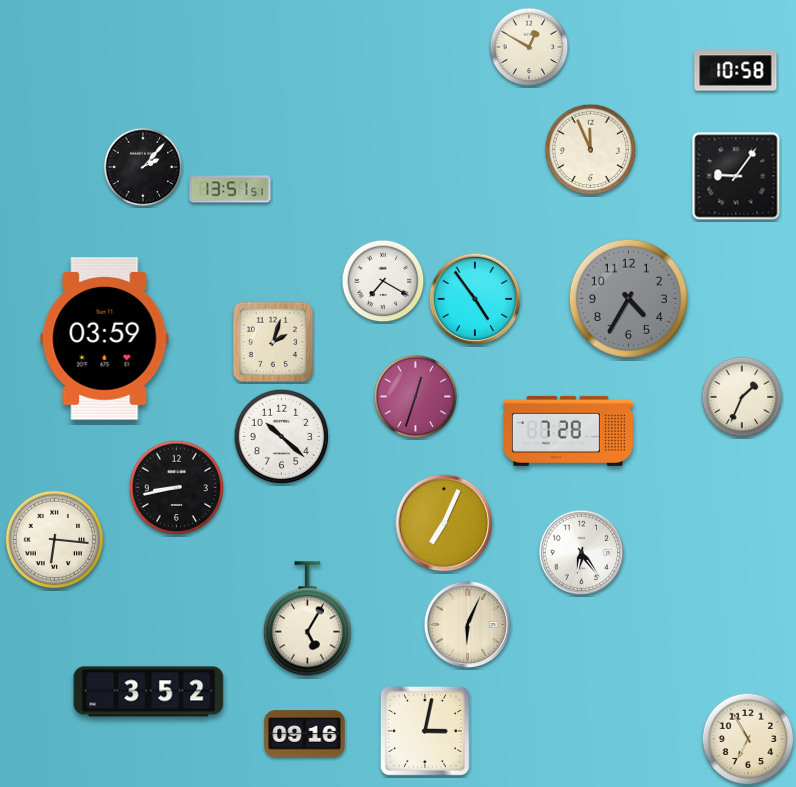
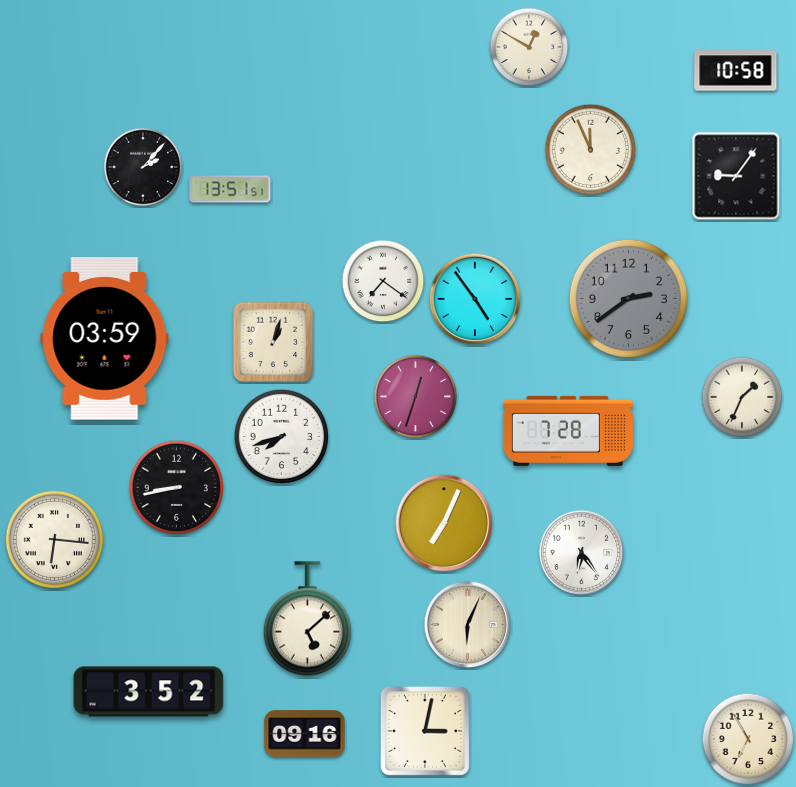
clock at (383, 281): 7:20 -> 7:21
clock at (628, 298): 4:35 -> 2:39
clock at (273, 342): 2:03 -> 1:03
clock at (282, 437): 10:22 -> 7:42
clock at (307, 619): 5:05 -> 5:08
